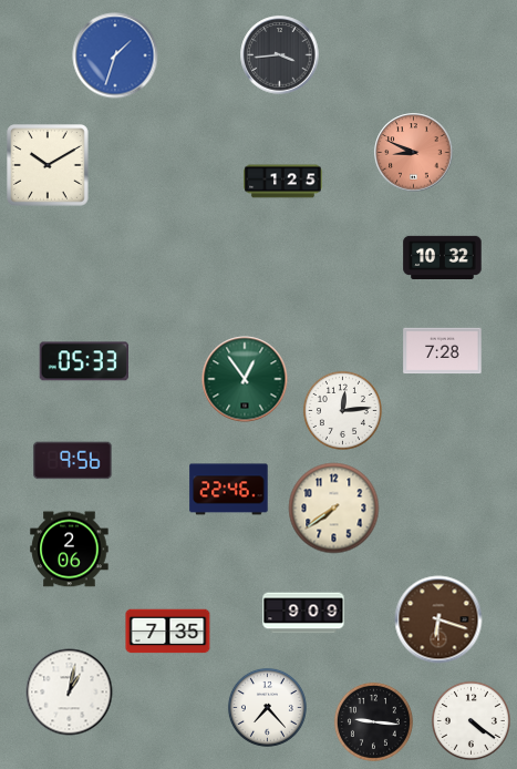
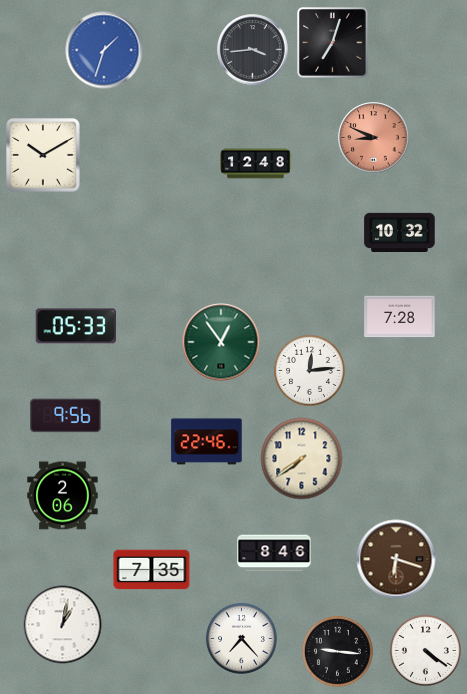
clock at (333, 43): none -> 7:03
clock at (48, 165) position: (48, 165) -> (43, 155)
clock at (283, 182): 1:25 -> 12:48
clock at (303, 613): 9:09 -> 8:46
